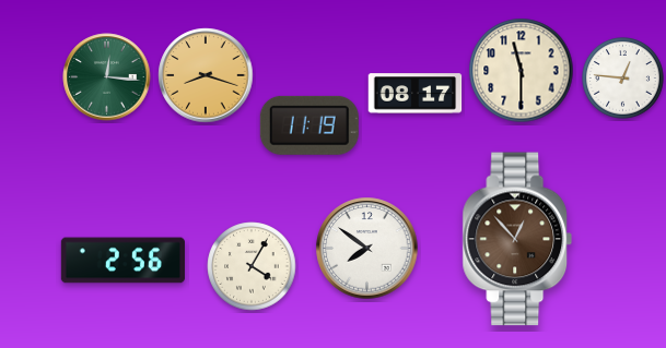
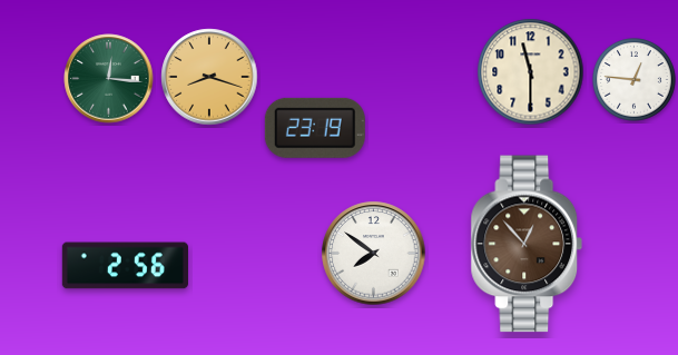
clock at (416, 94): 08:17 -> none
clock at (309, 125): 11:19 -> 23:19
clock at (252, 266): 4:05 -> none
